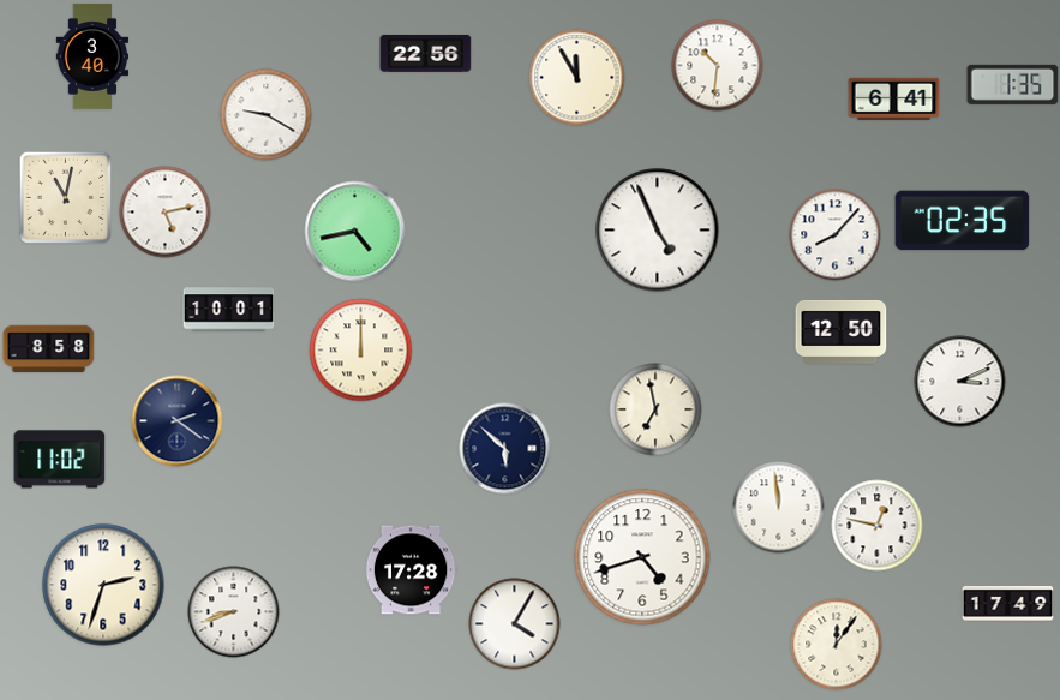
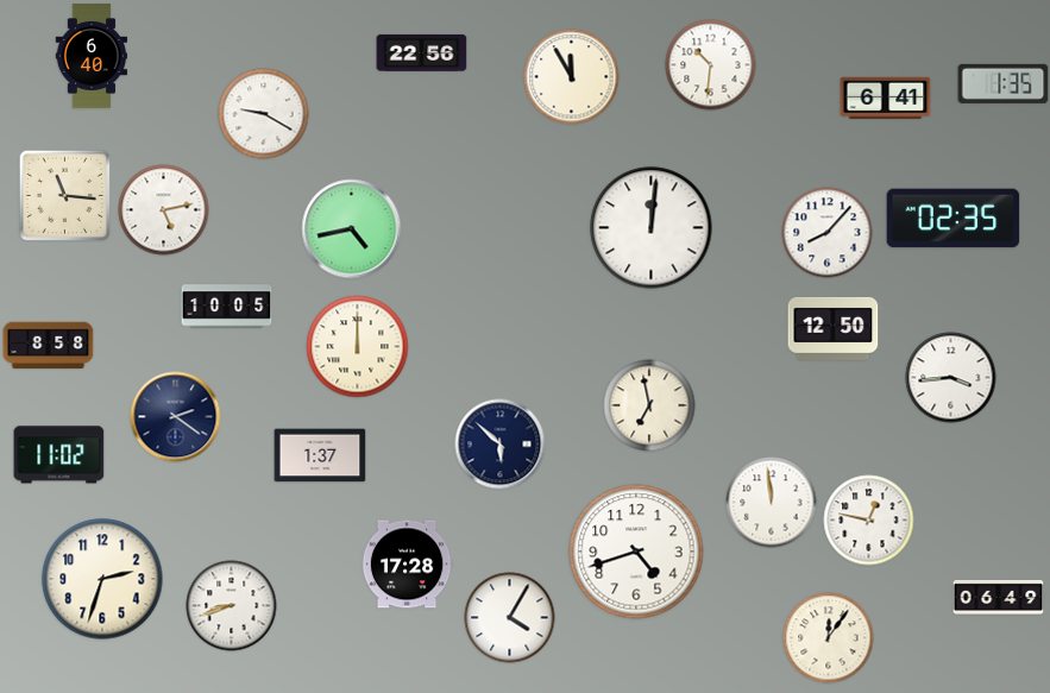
clock at (92, 58): 3:40 -> 6:40
clock at (65, 197): 11:02 -> 11:16
clock at (658, 231): 4:56 -> 12:01
clock at (229, 310): 10:01 -> 10:05
clock at (960, 382): 3:11 -> 3:44
clock at (320, 455): none -> 1:37
clock at (1008, 603): 17:49 -> 06:49
